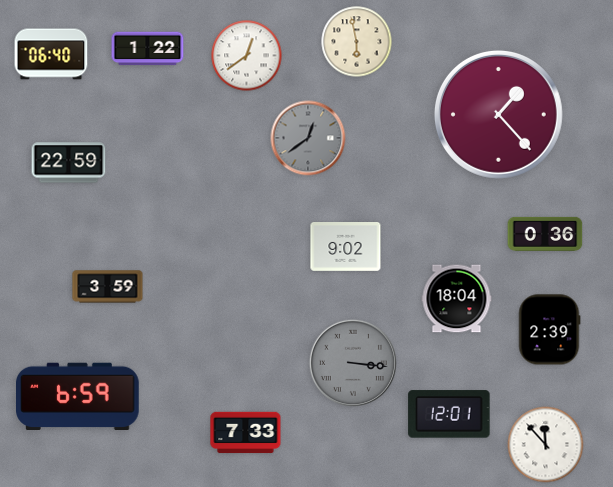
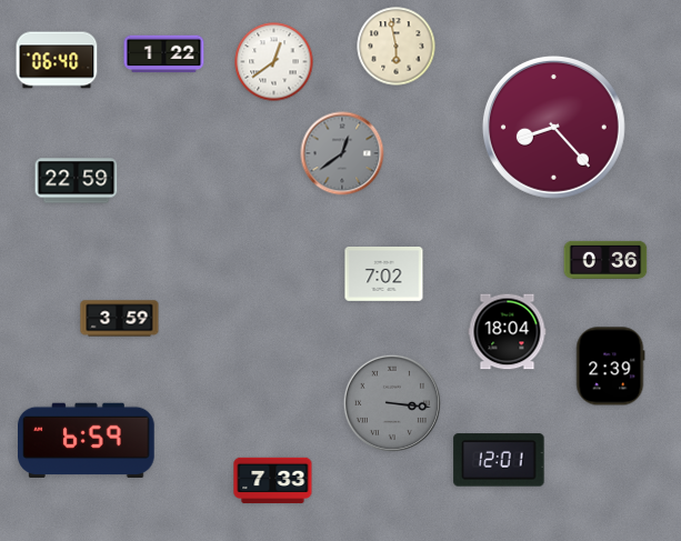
clock at (498, 114): 1:23 -> 8:23
clock at (346, 247): 9:02 -> 7:02
clock at (546, 445): 11:53 -> none
